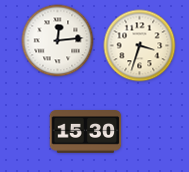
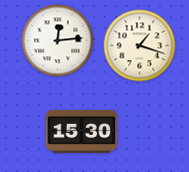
clock at (140, 46): 3:33 -> 1:18
clock at (86, 132) position: (86, 132) -> (82, 132)
